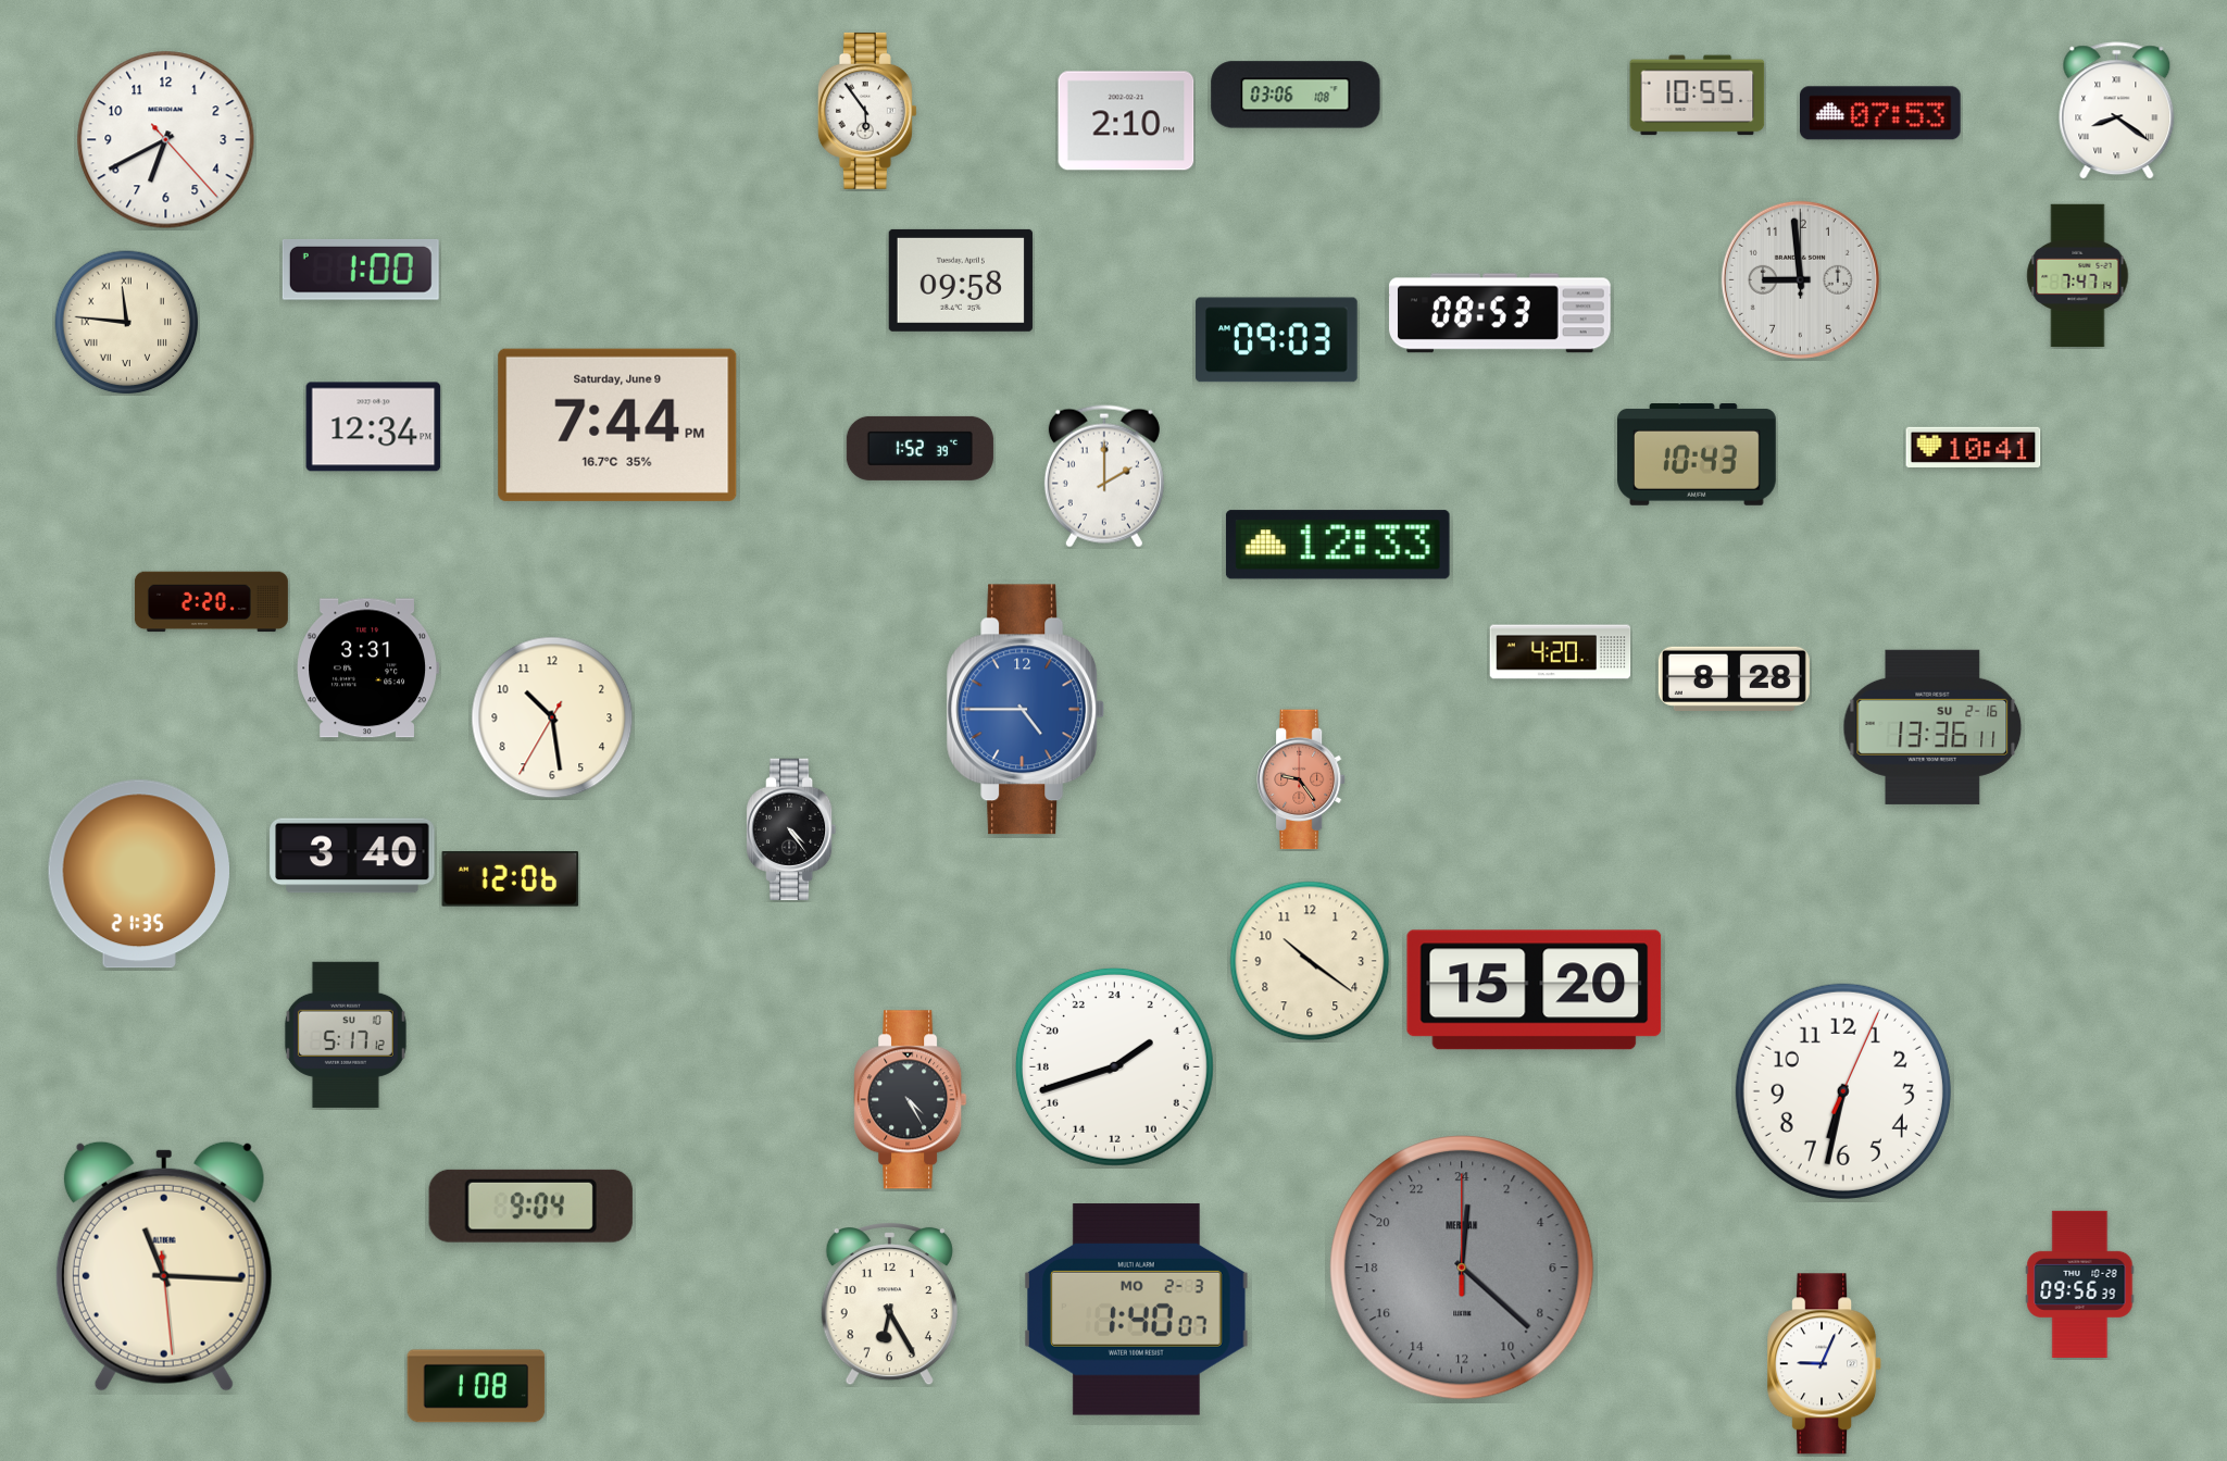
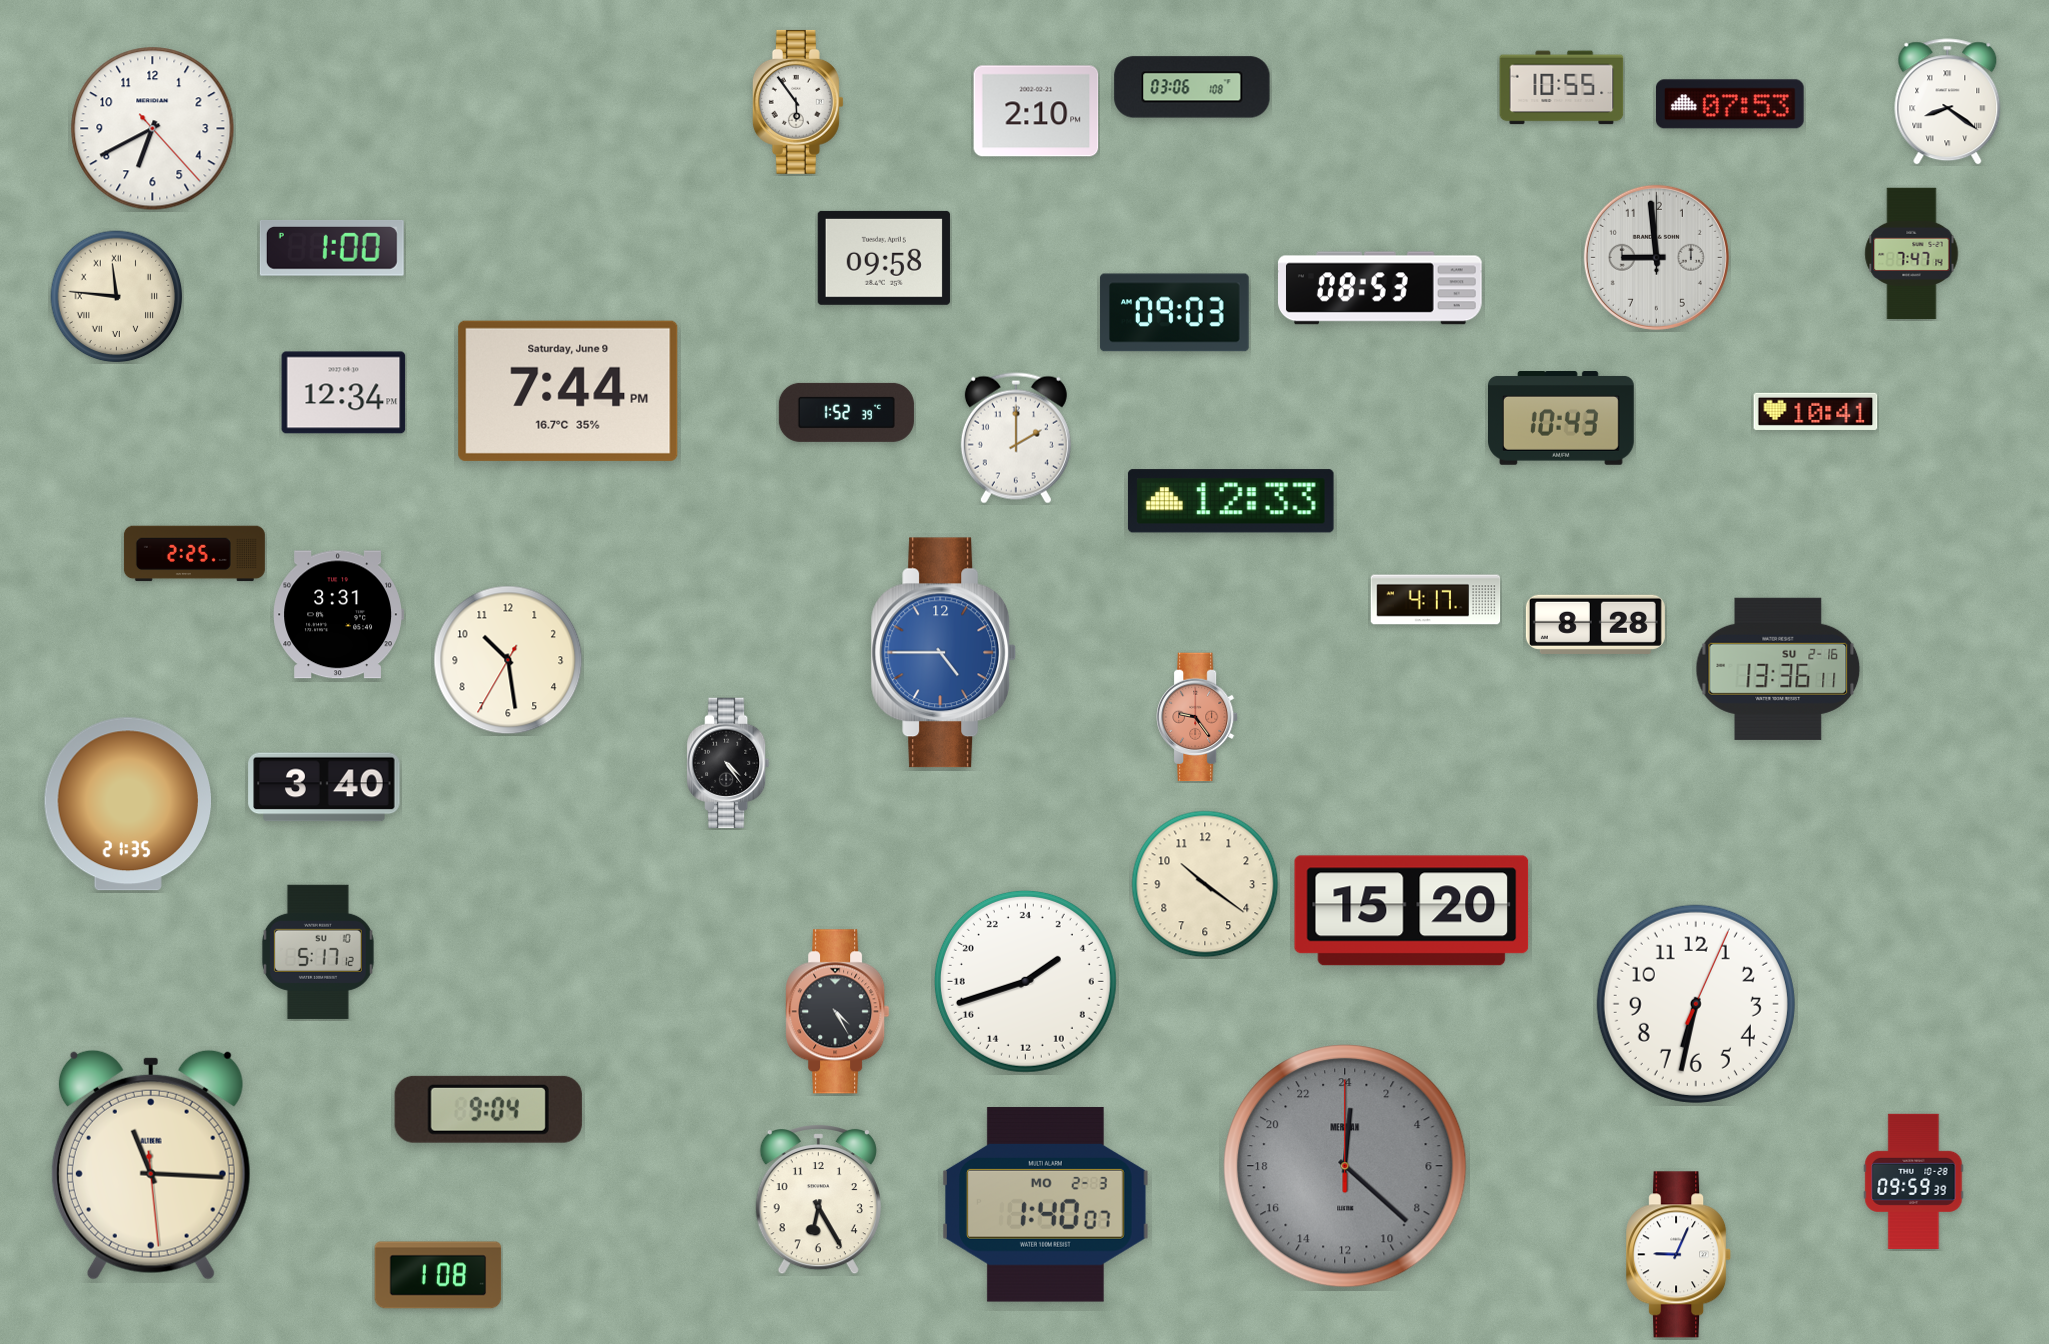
clock at (211, 602): 2:20 -> 2:25
clock at (1561, 652): 4:20 -> 4:17
clock at (511, 879): 12:06 -> none
clock at (2080, 1284): 09:56 -> 09:59
